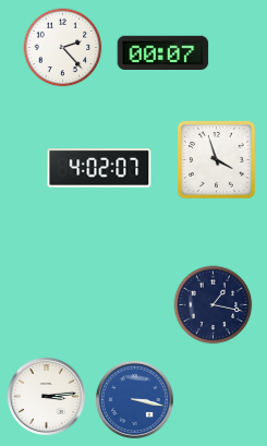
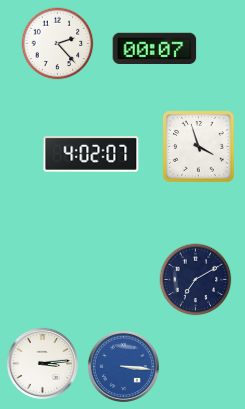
clock at (163, 53) position: (163, 53) -> (155, 49)
clock at (214, 305): 1:17 -> 7:10
clock at (134, 399): 3:17 -> 3:16
